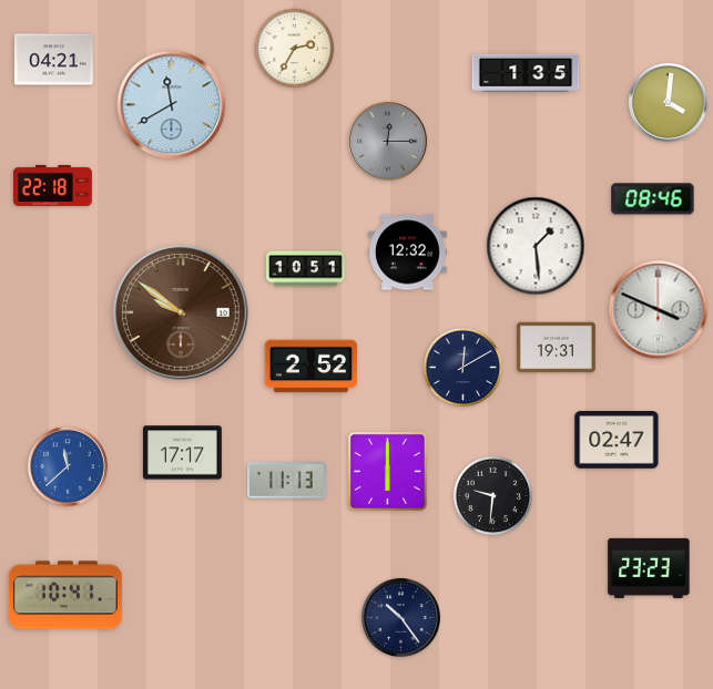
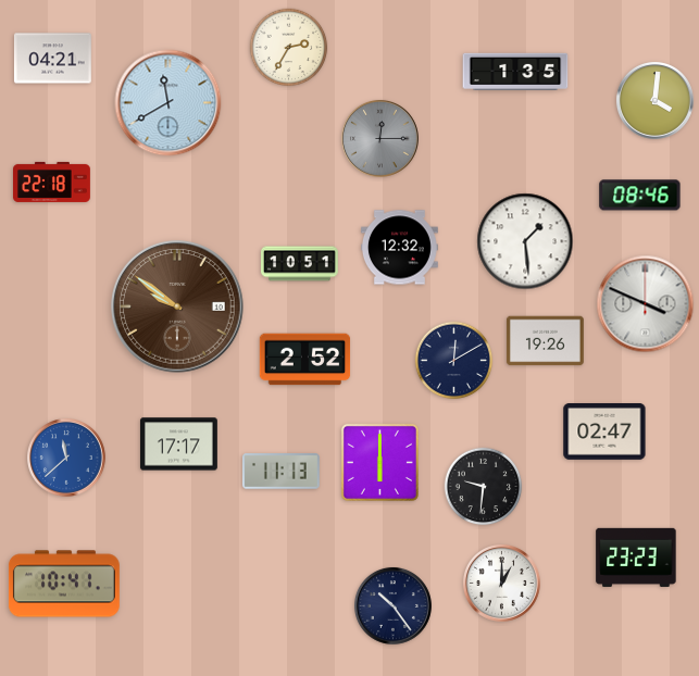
clock at (556, 348): 19:31 -> 19:26
clock at (502, 584): none -> 1:00
